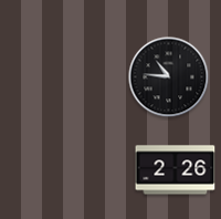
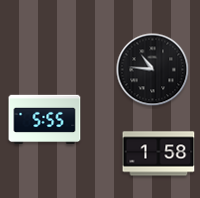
clock at (45, 120): none -> 5:55
clock at (176, 170): 2:26 -> 1:58
